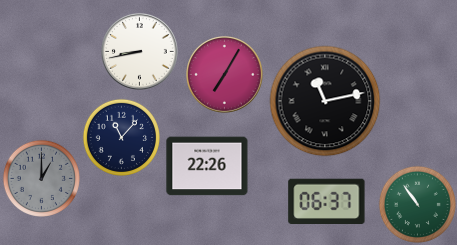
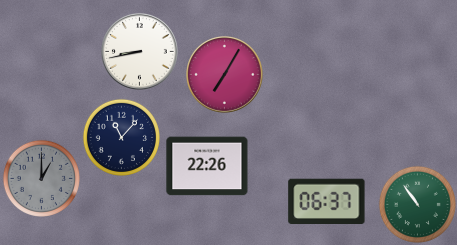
clock at (325, 101): 11:13 -> none
